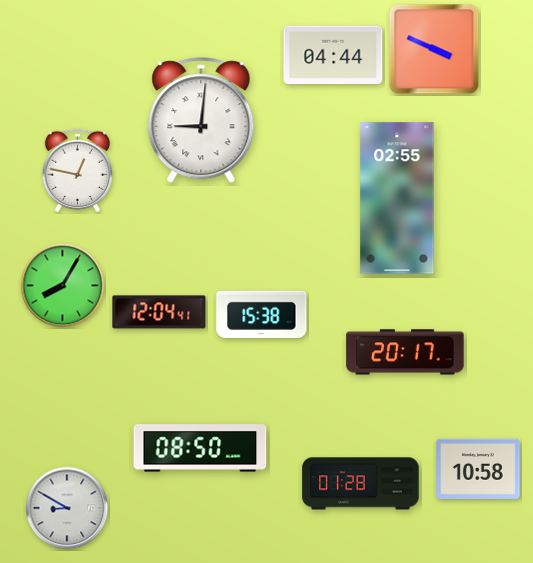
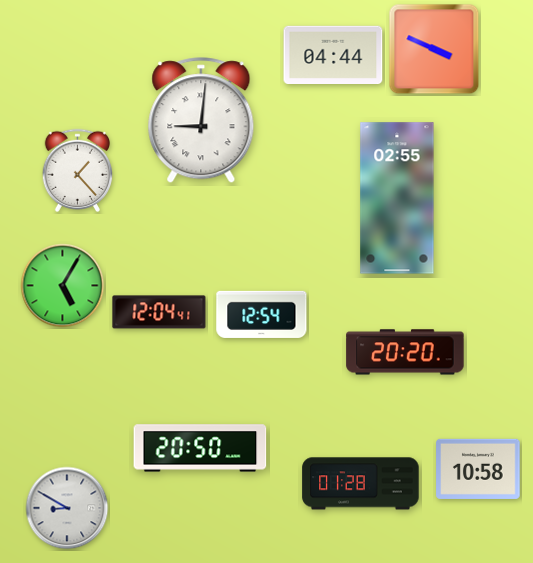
clock at (78, 170): 12:47 -> 1:23
clock at (63, 286): 8:05 -> 5:05
clock at (262, 314): 15:38 -> 12:54
clock at (405, 352): 20:17 -> 20:20
clock at (200, 448): 08:50 -> 20:50
